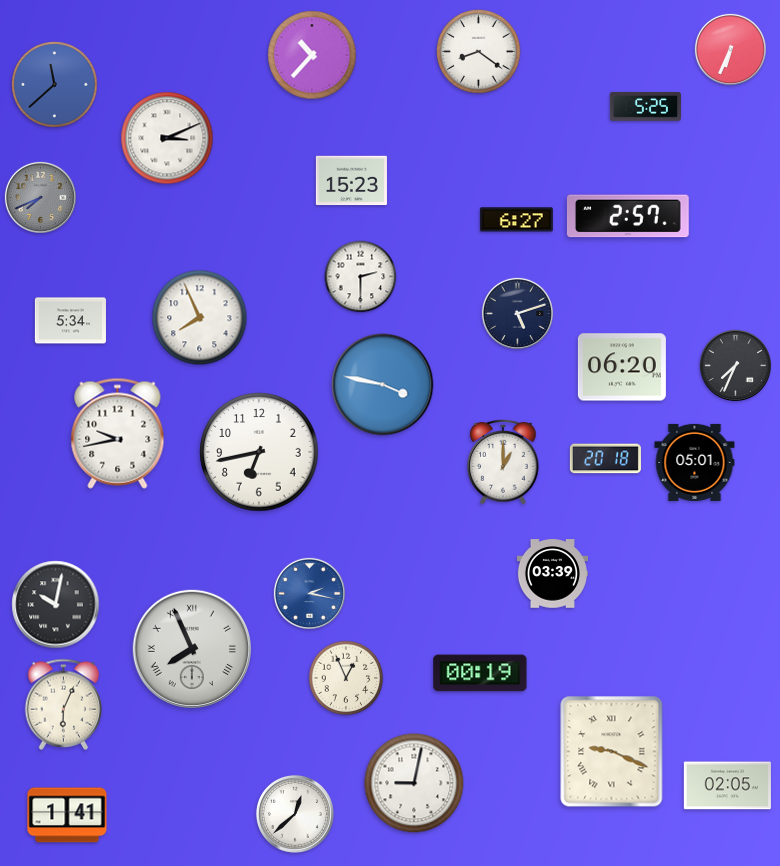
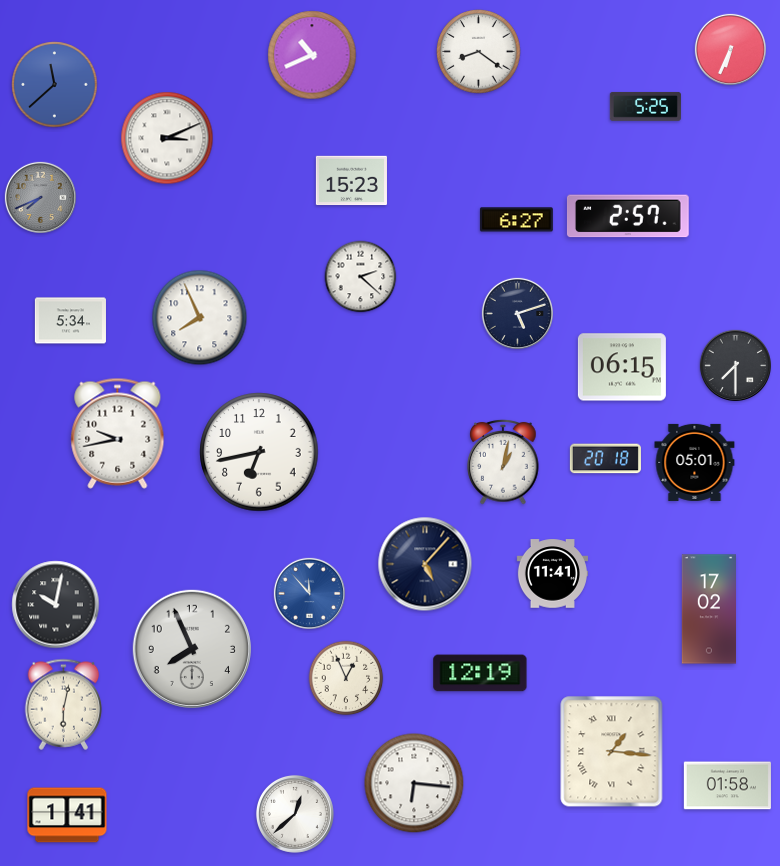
clock at (312, 55): 10:37 -> 10:41
clock at (361, 277): 2:30 -> 2:22
clock at (735, 365): 7:34 -> 7:30
clock at (622, 367): 06:20 -> 06:15
clock at (383, 385): 3:47 -> none
clock at (503, 462): 1:00 -> 1:02
clock at (425, 564): none -> 5:07
clock at (552, 574): 03:39 -> 11:41
clock at (309, 593): 2:17 -> 11:53
clock at (709, 609): none -> 17:02
clock at (192, 649) numerals: Roman -> Arabic
clock at (480, 673): 00:19 -> 12:19
clock at (64, 704): 6:04 -> 6:02
clock at (612, 752): 9:19 -> 1:16
clock at (414, 783): 9:02 -> 6:16
clock at (727, 786): 02:05 -> 01:58
